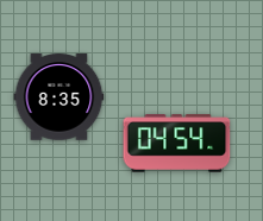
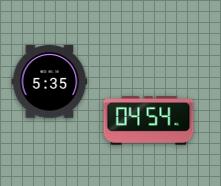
clock at (60, 97): 8:35 -> 5:35
